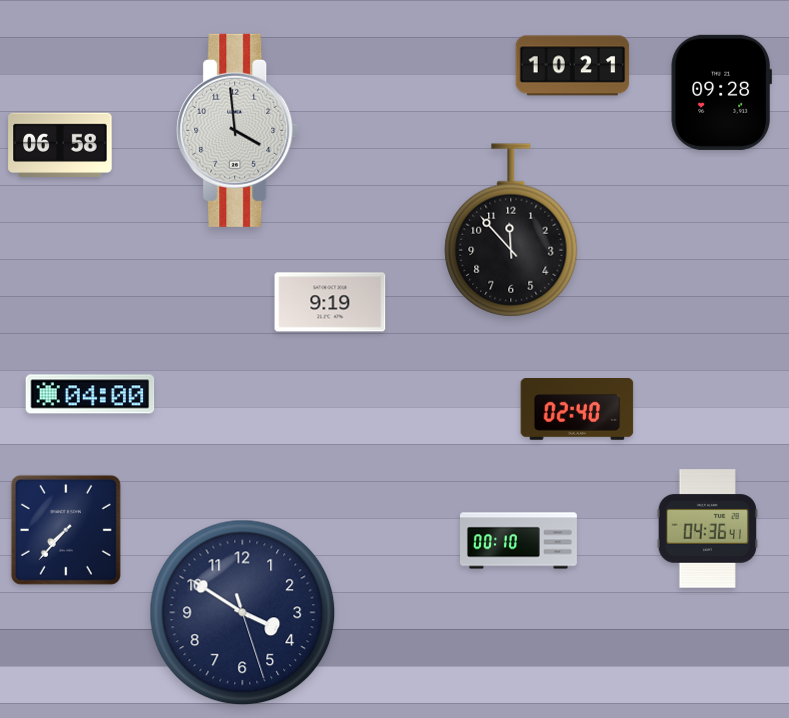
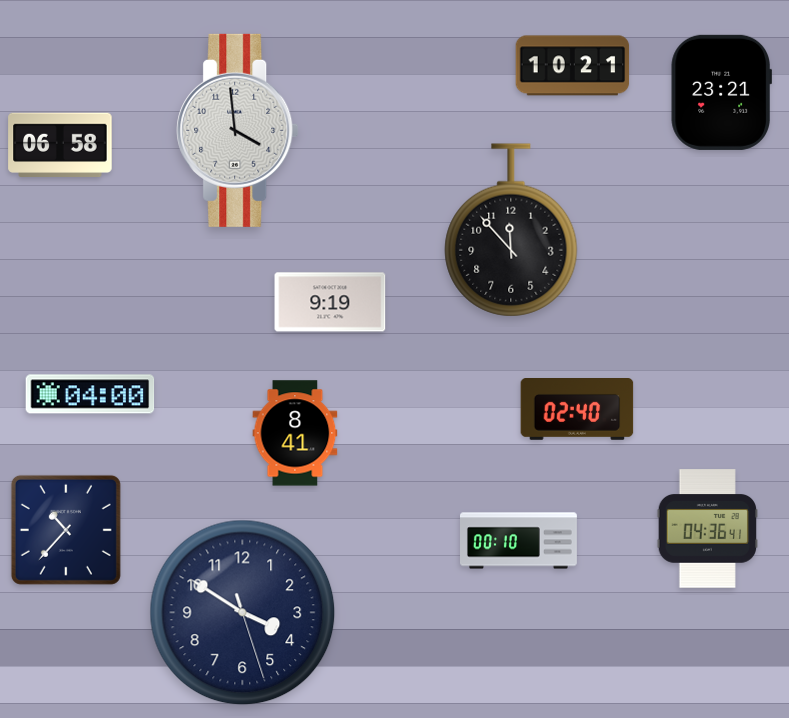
clock at (721, 92): 09:28 -> 23:21
clock at (295, 433): none -> 8:41
clock at (66, 530): 7:37 -> 10:37
